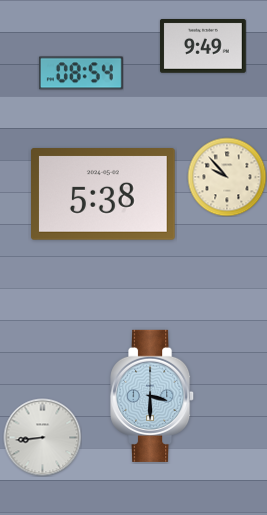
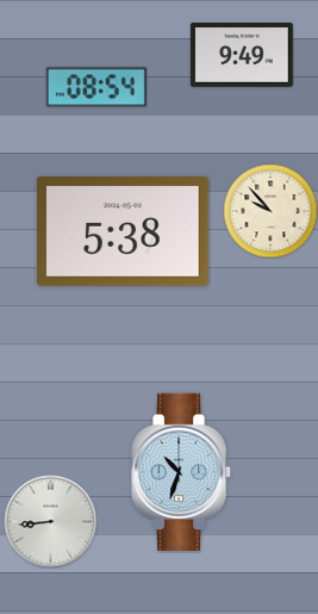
clock at (153, 396): 3:30 -> 10:33
